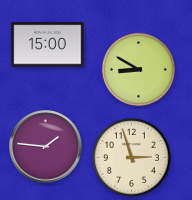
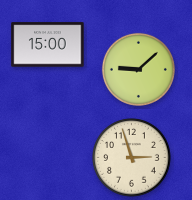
clock at (138, 69): 8:50 -> 9:08
clock at (46, 147): 1:46 -> none
